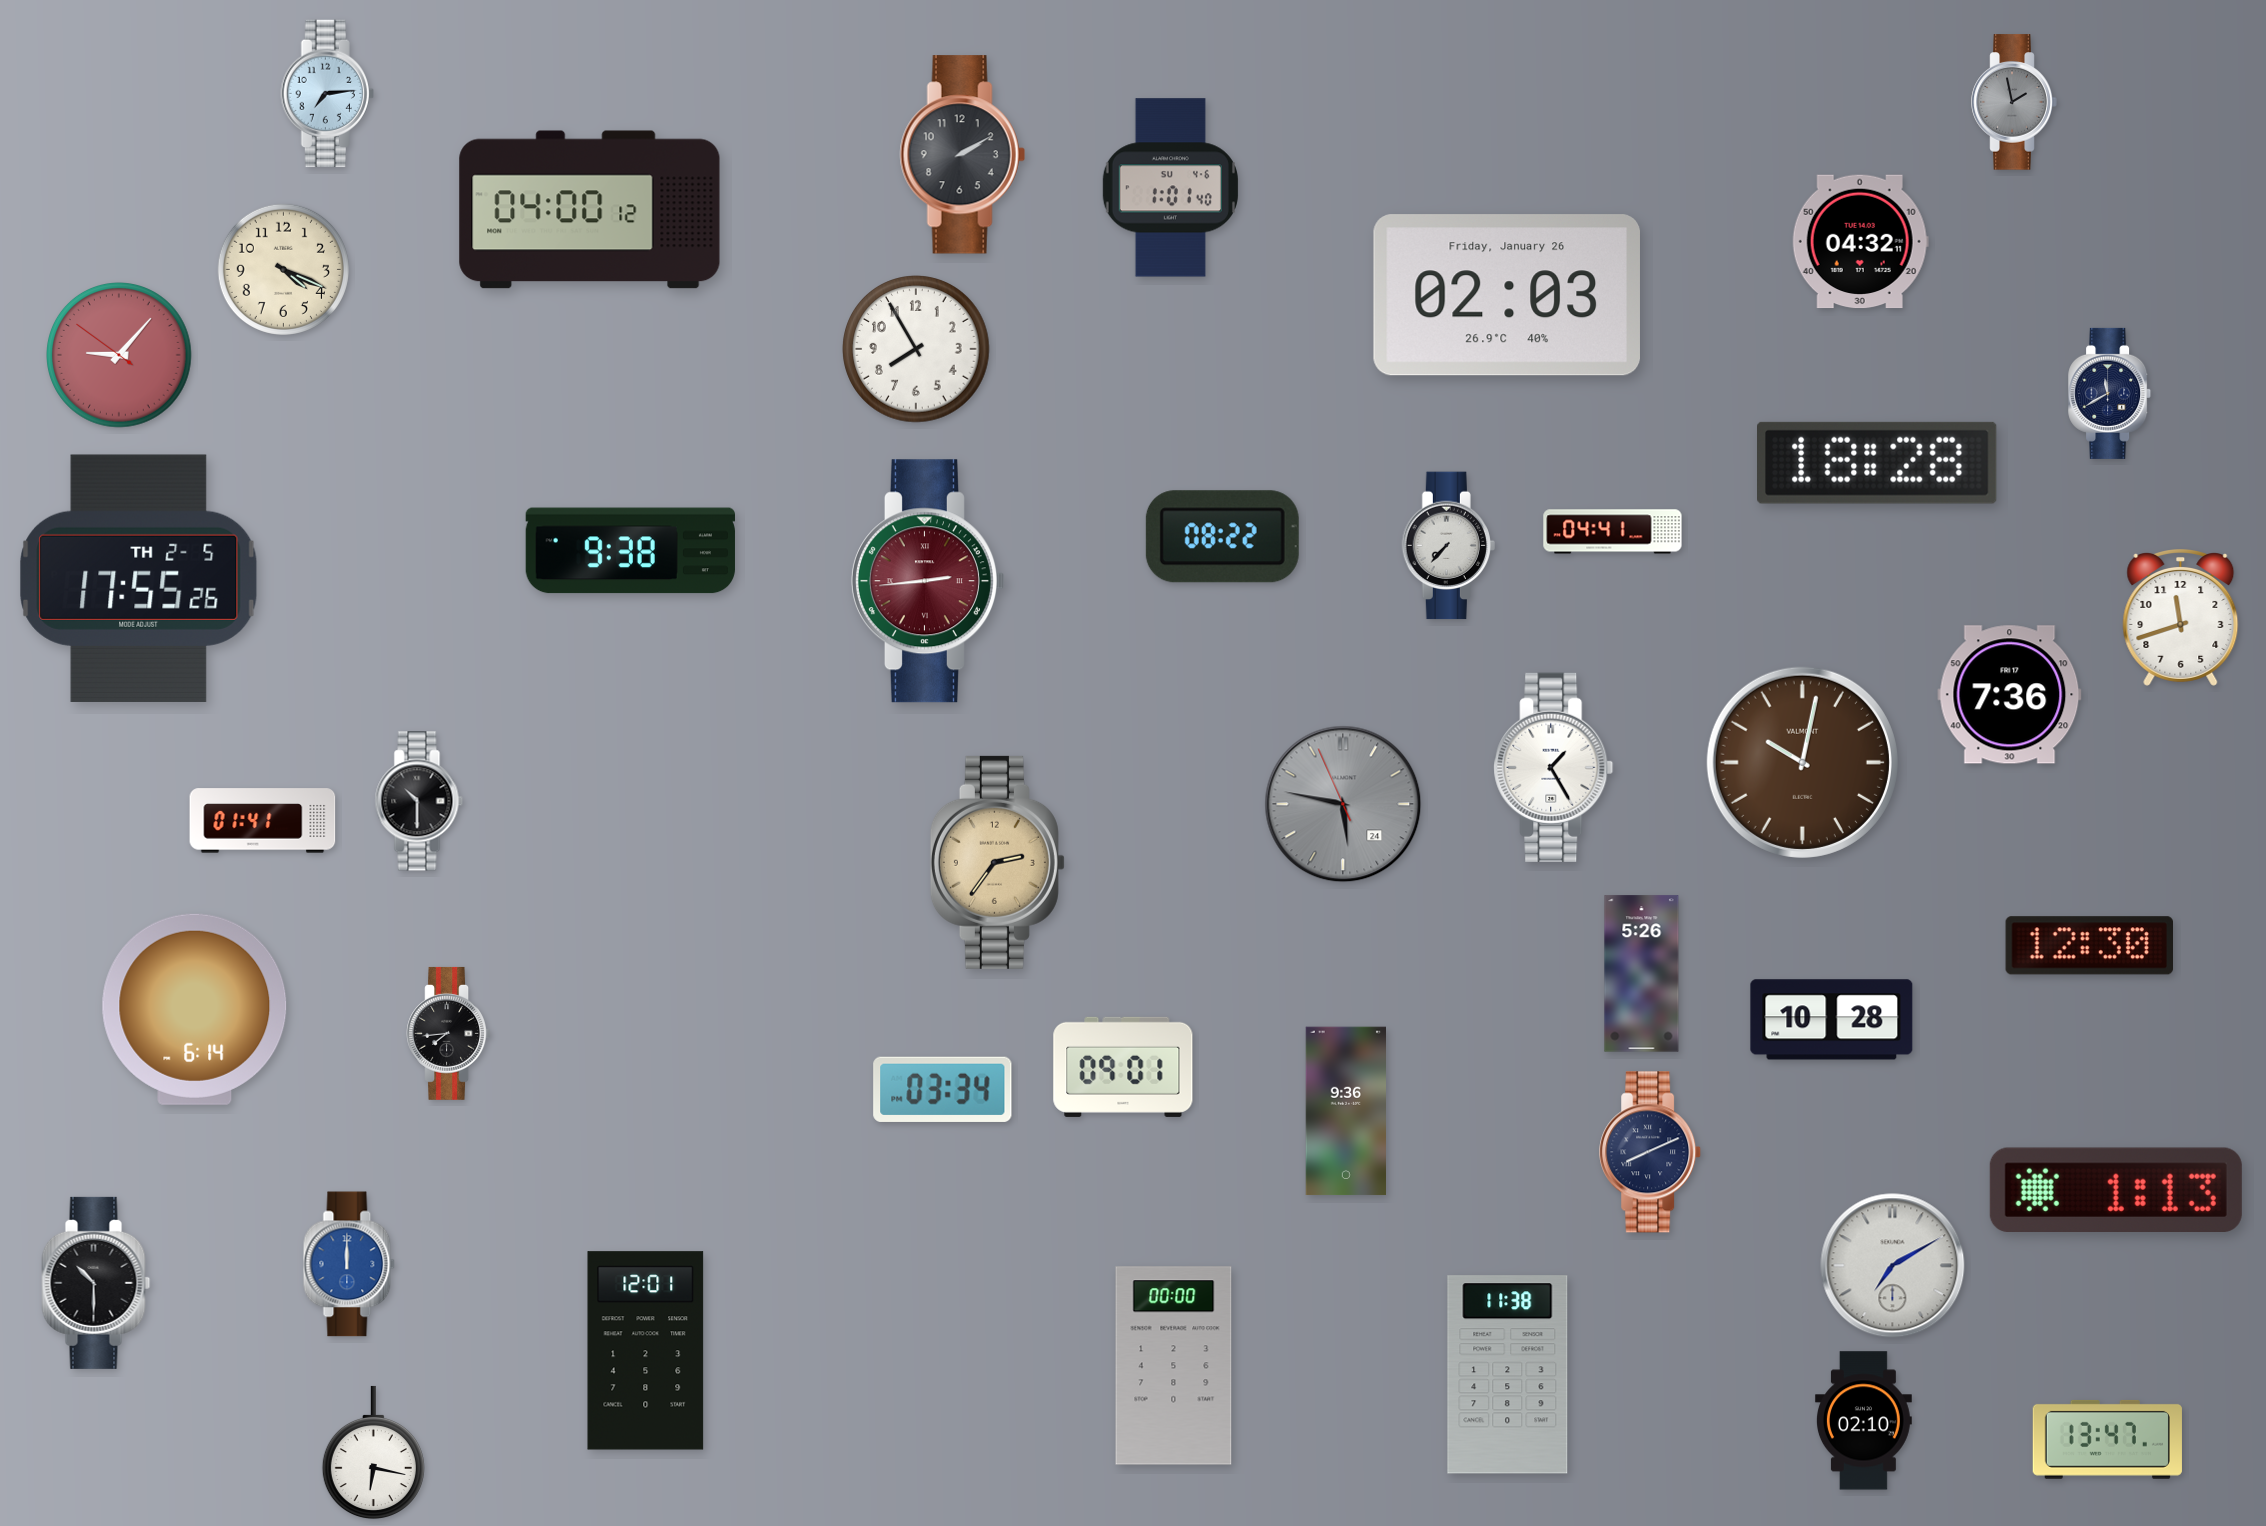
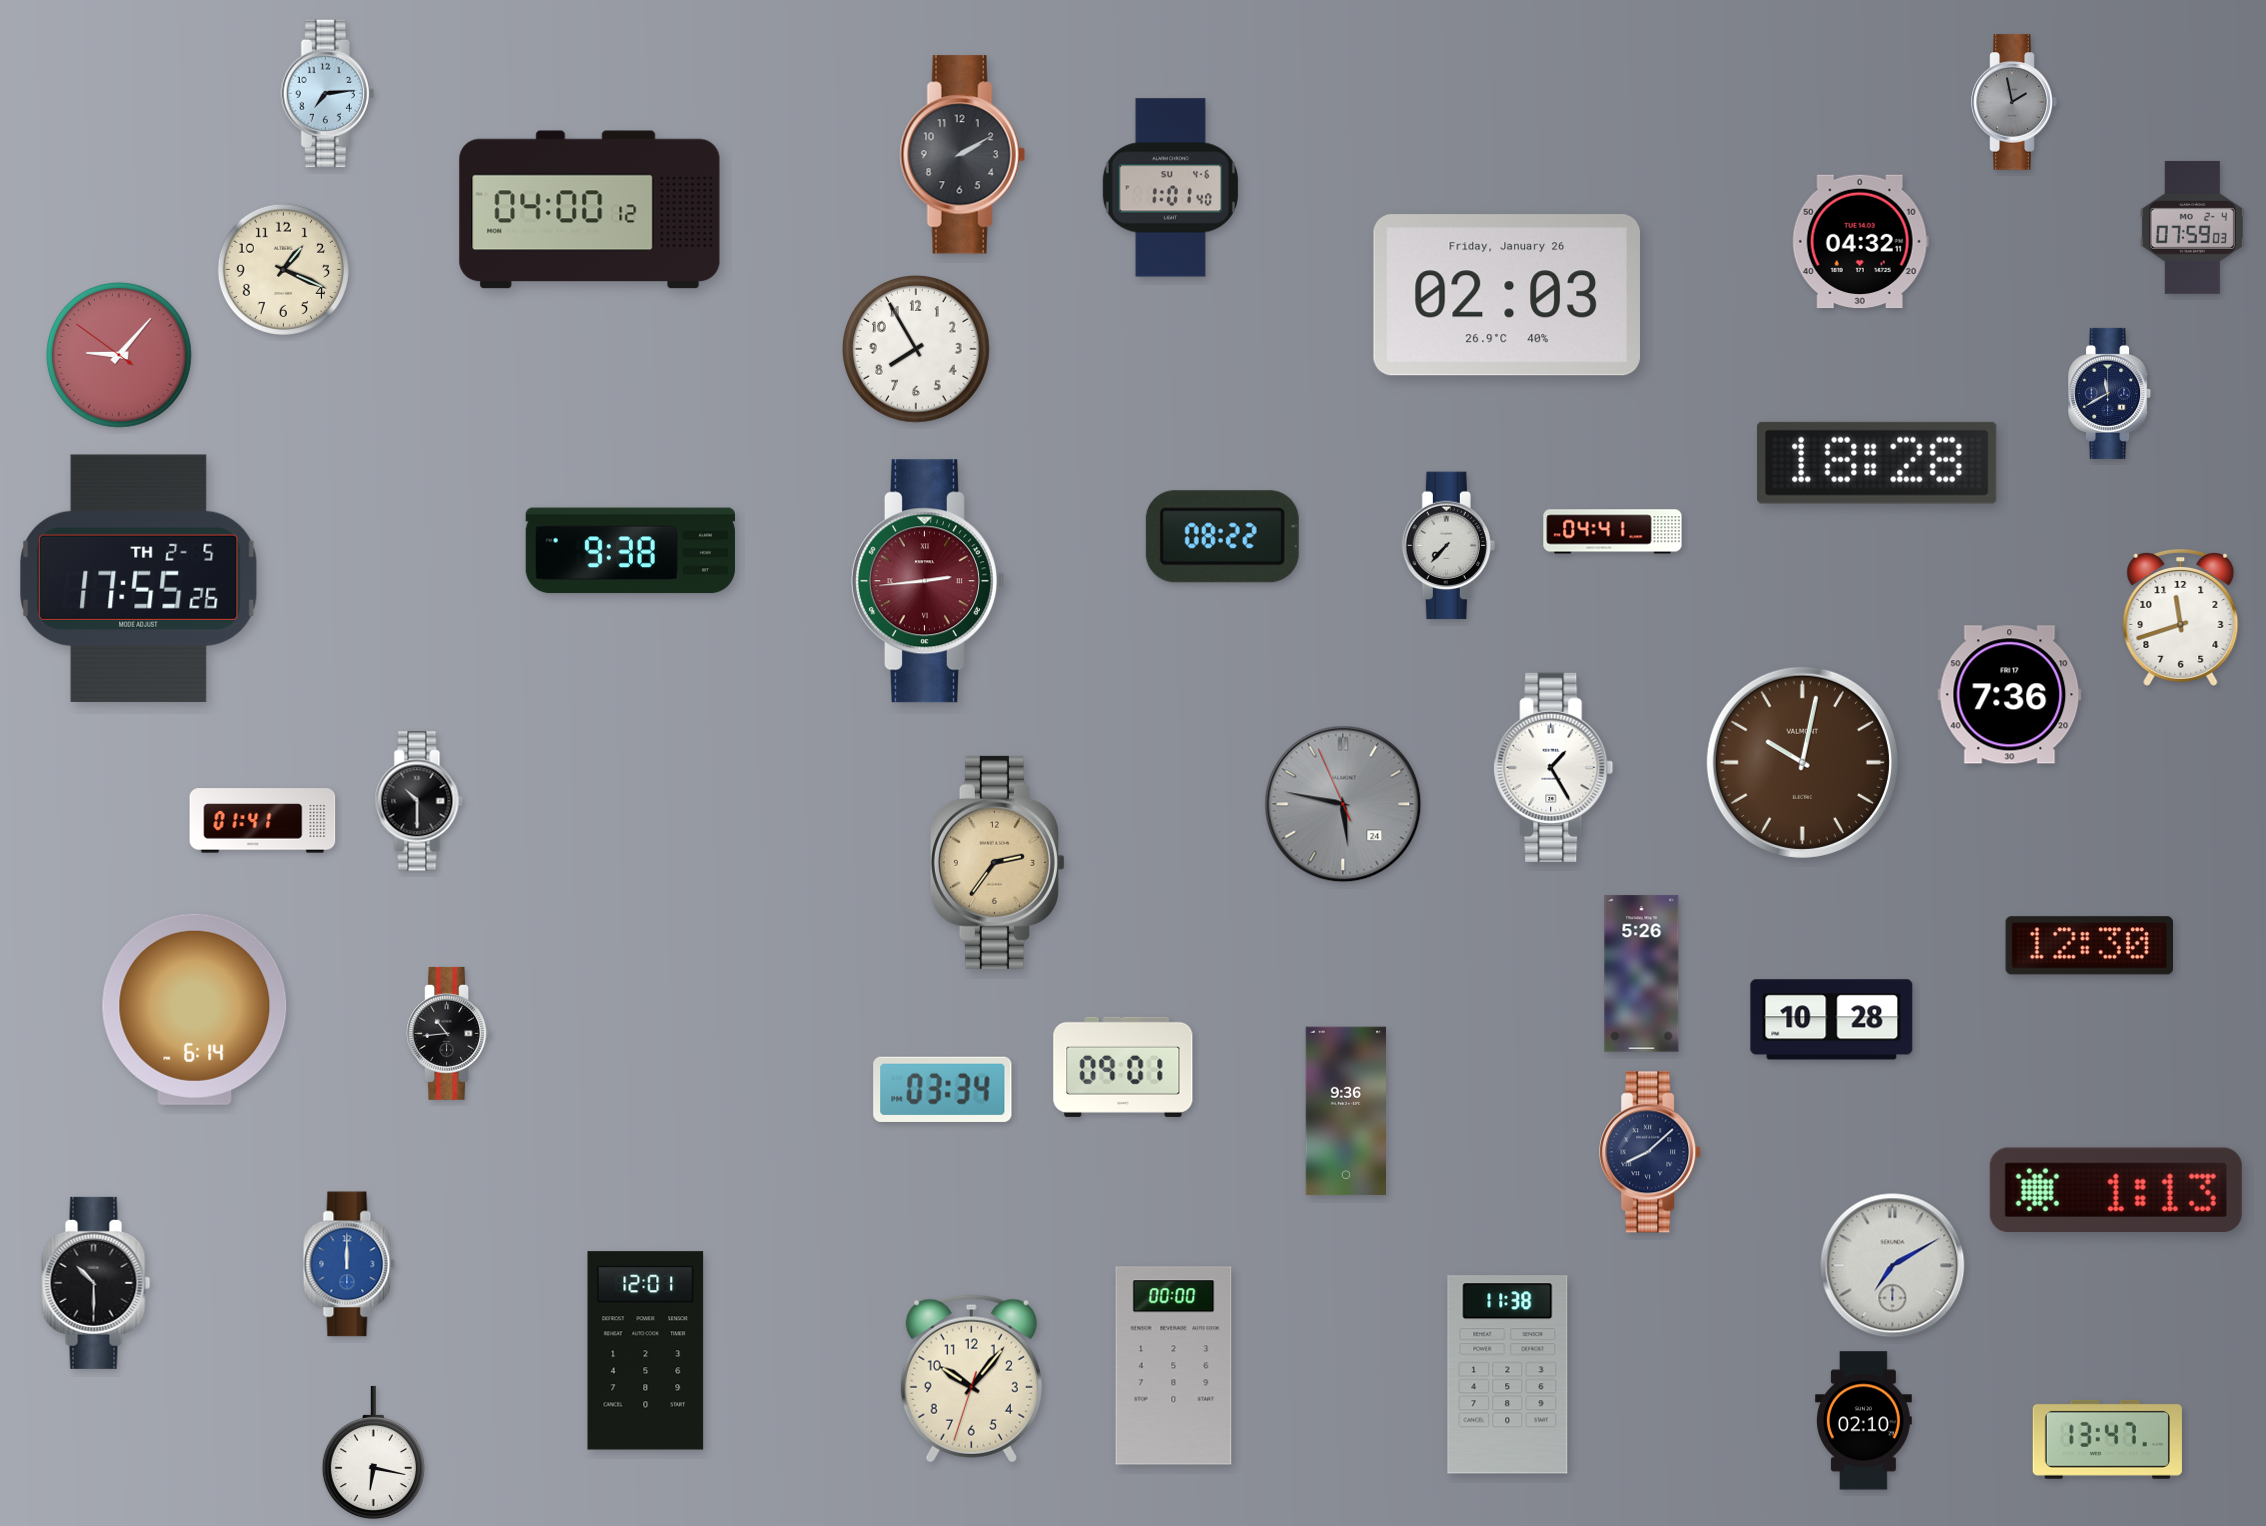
clock at (2192, 227): none -> 07:59
clock at (283, 269): 4:19 -> 1:19
clock at (448, 1033): 7:44 -> 10:44
clock at (1651, 1152): 8:11 -> 8:08
clock at (971, 1379): none -> 10:06
